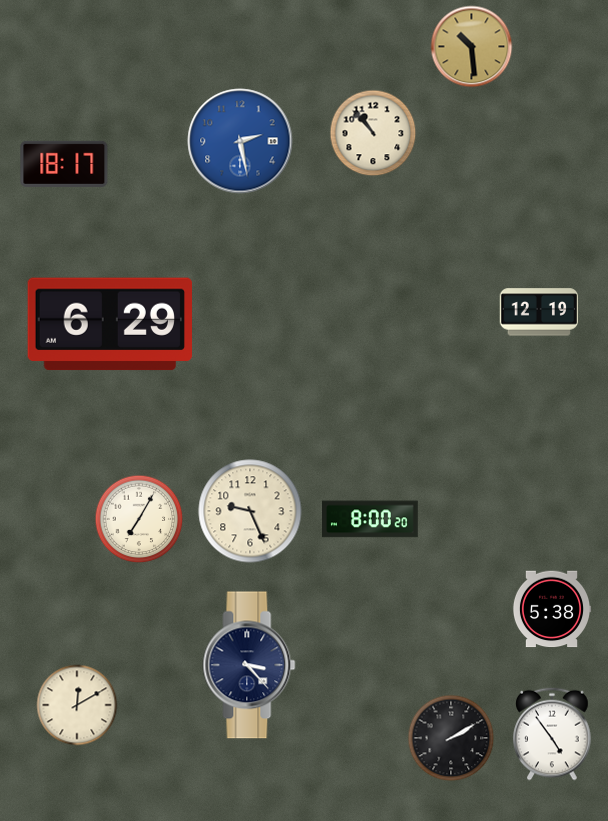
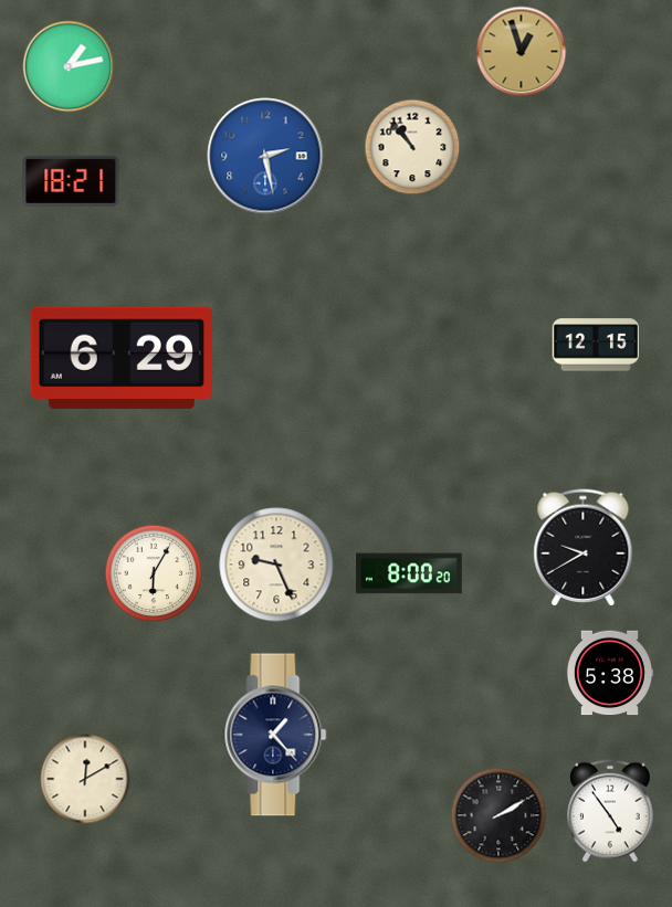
clock at (472, 47): 10:29 -> 12:57
clock at (69, 66): none -> 1:13
clock at (64, 164): 18:17 -> 18:21
clock at (538, 312): 12:19 -> 12:15
clock at (584, 548): none -> 9:40
clock at (139, 519): 7:05 -> 6:05
clock at (249, 665): 3:23 -> 1:23
